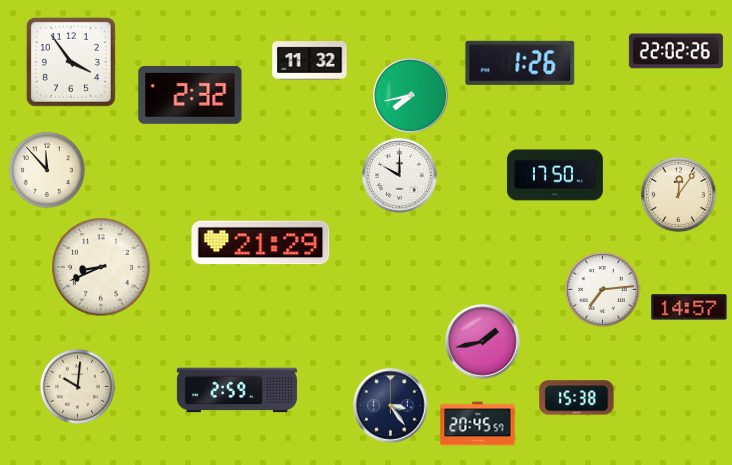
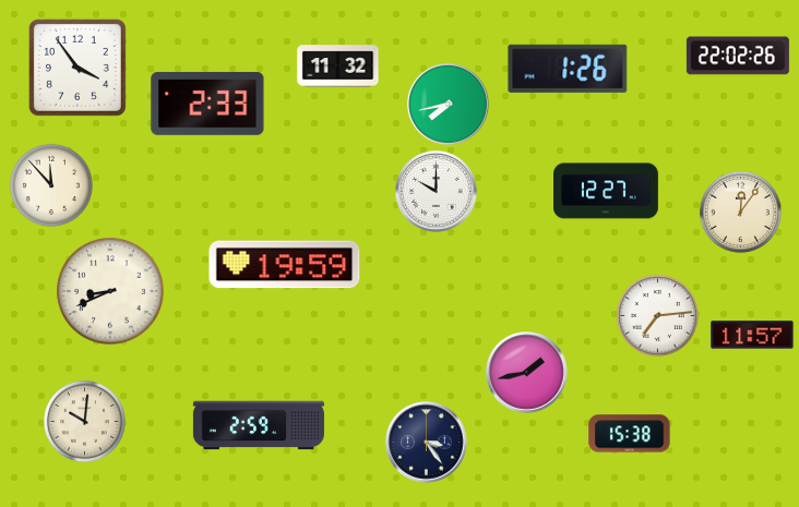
clock at (190, 95): 2:32 -> 2:33
clock at (556, 175): 17:50 -> 12:27
clock at (261, 243): 21:29 -> 19:59
clock at (689, 307): 14:57 -> 11:57
clock at (478, 424): 20:45 -> none
